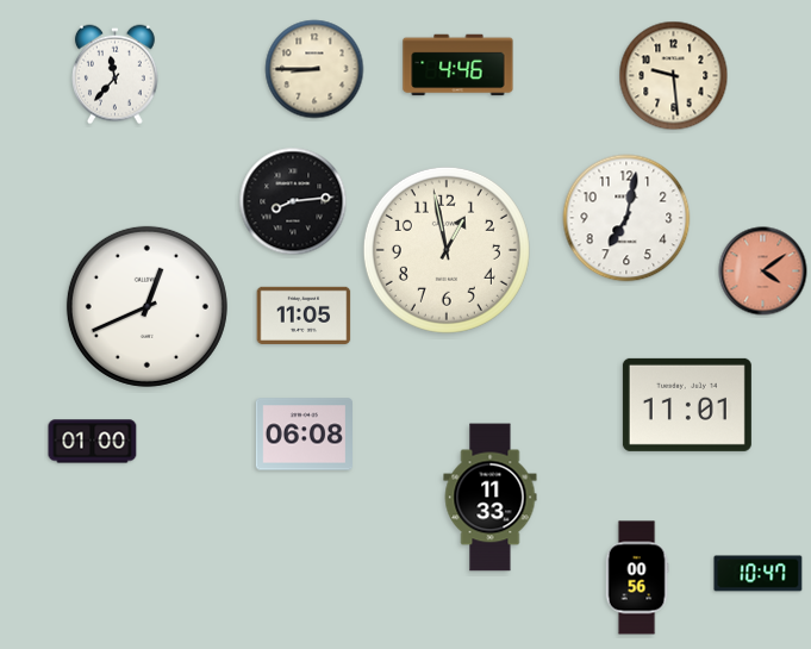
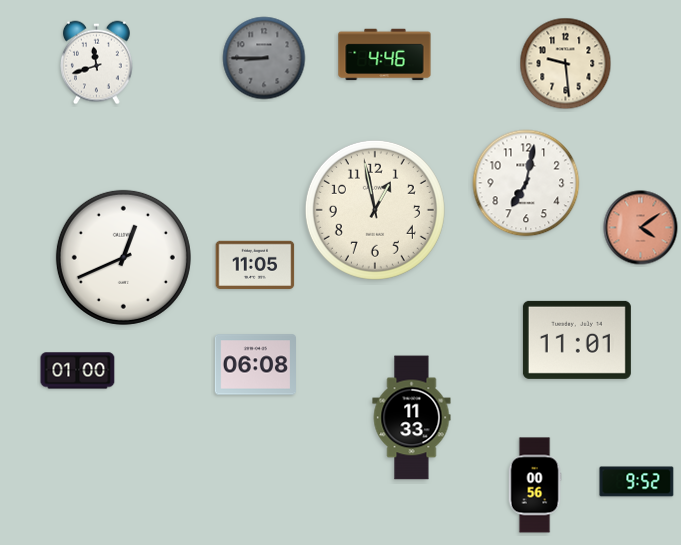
clock at (314, 69) dial: cream -> grey
clock at (116, 75): 11:37 -> 11:42
clock at (293, 201): 8:14 -> none
clock at (759, 574): 10:47 -> 9:52
